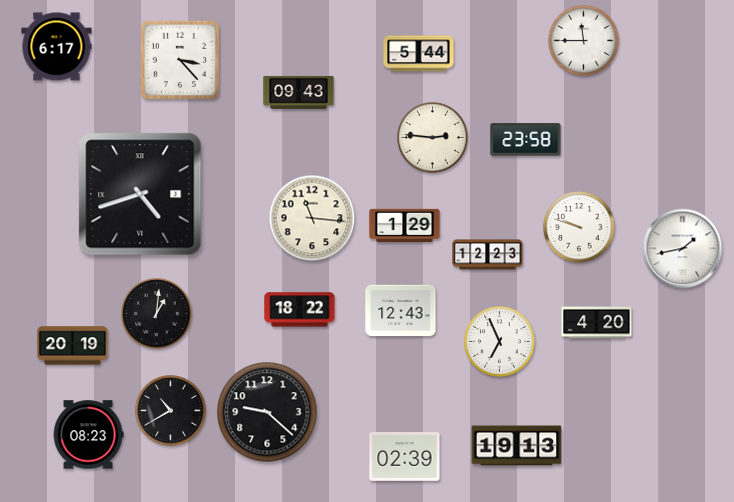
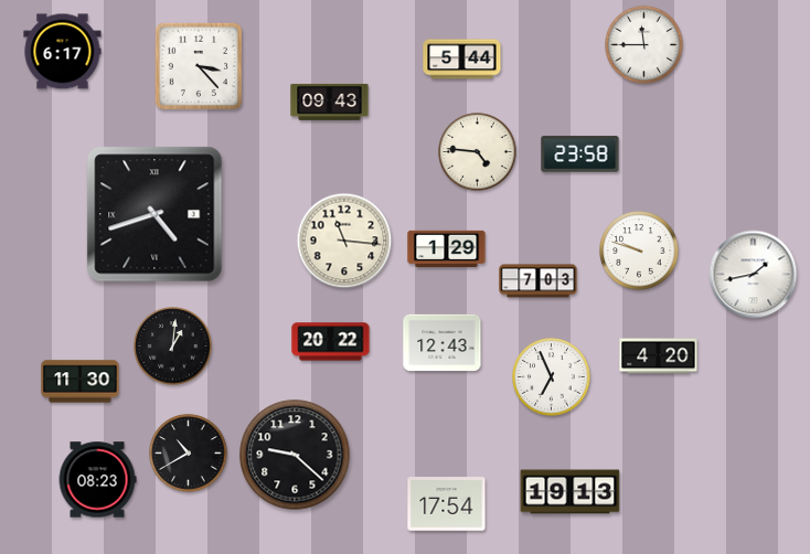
clock at (433, 138): 2:46 -> 4:46
clock at (488, 255): 12:23 -> 7:03
clock at (300, 310): 18:22 -> 20:22
clock at (73, 346): 20:19 -> 11:30
clock at (405, 457): 02:39 -> 17:54
